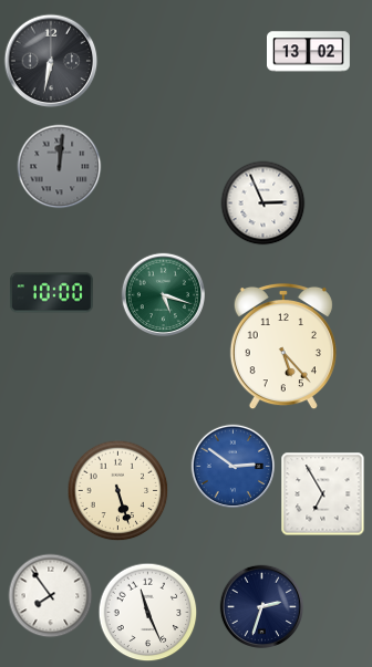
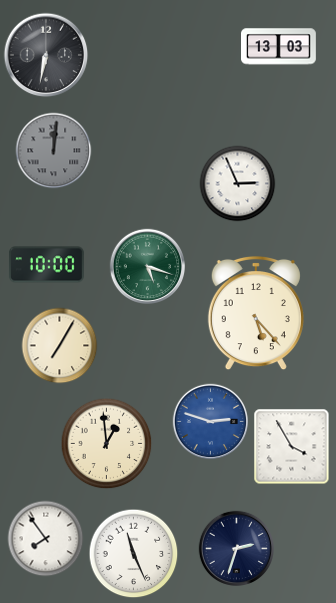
clock at (309, 52): 13:02 -> 13:03
clock at (60, 346): none -> 7:05
clock at (234, 467): 2:51 -> 2:48
clock at (118, 491): 5:27 -> 12:59
clock at (323, 494): 6:55 -> 3:55
